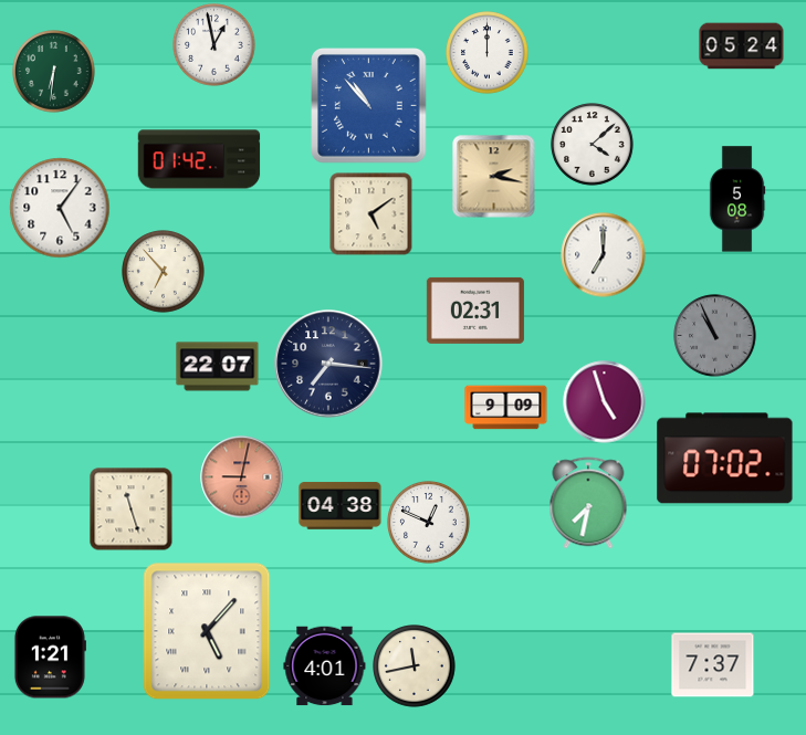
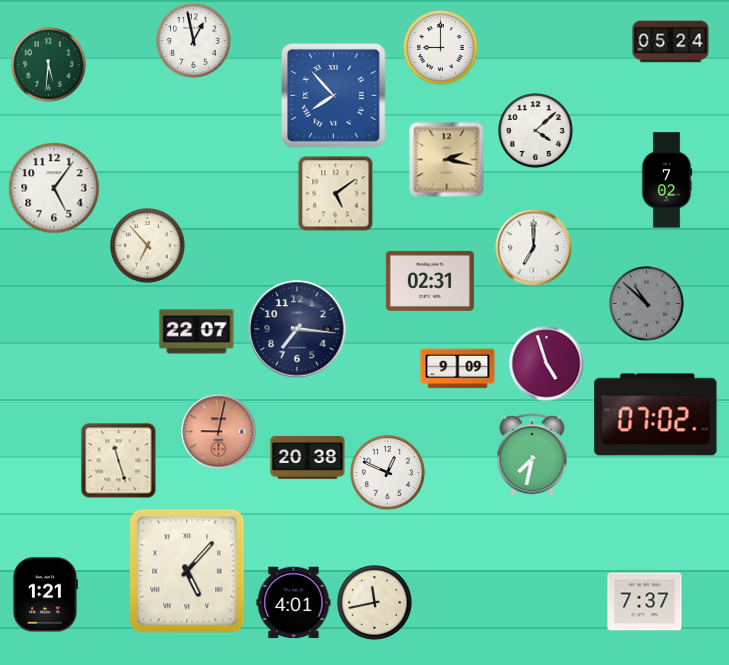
clock at (488, 53): 12:00 -> 9:00
clock at (54, 72): 6:31 -> 5:31
clock at (369, 106): 10:53 -> 7:53
clock at (199, 159): 01:42 -> none
clock at (737, 199): 5:08 -> 7:02
clock at (604, 255) position: (604, 255) -> (534, 248)
clock at (715, 336): 10:56 -> 10:52
clock at (341, 506): 04:38 -> 20:38
